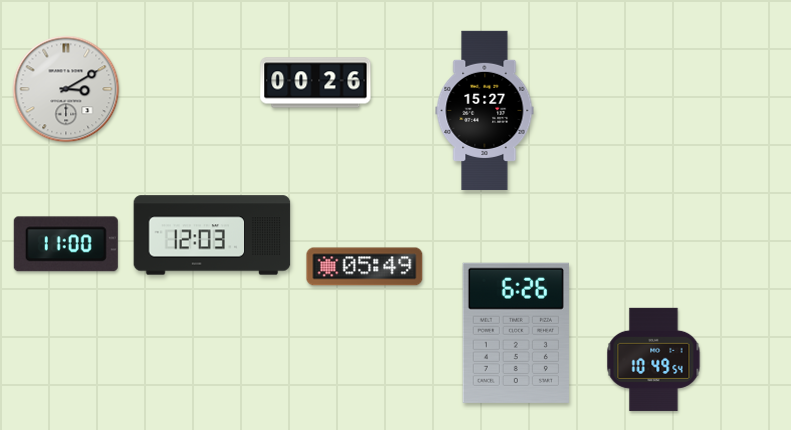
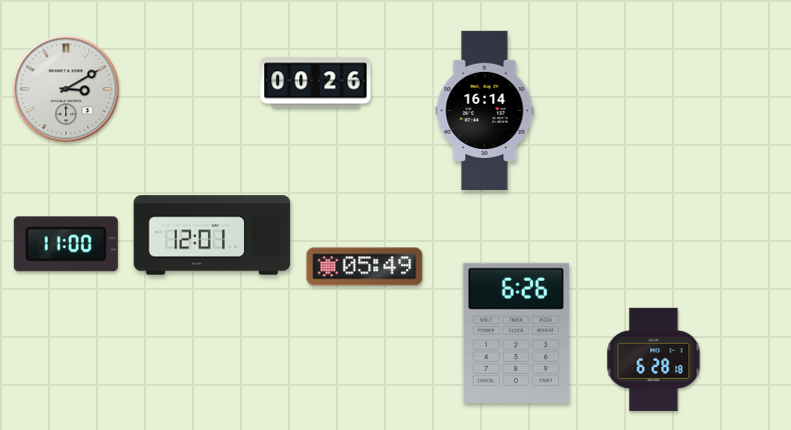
clock at (485, 110): 15:27 -> 16:14
clock at (212, 235): 12:03 -> 12:01
clock at (654, 359): 10:49 -> 6:28
